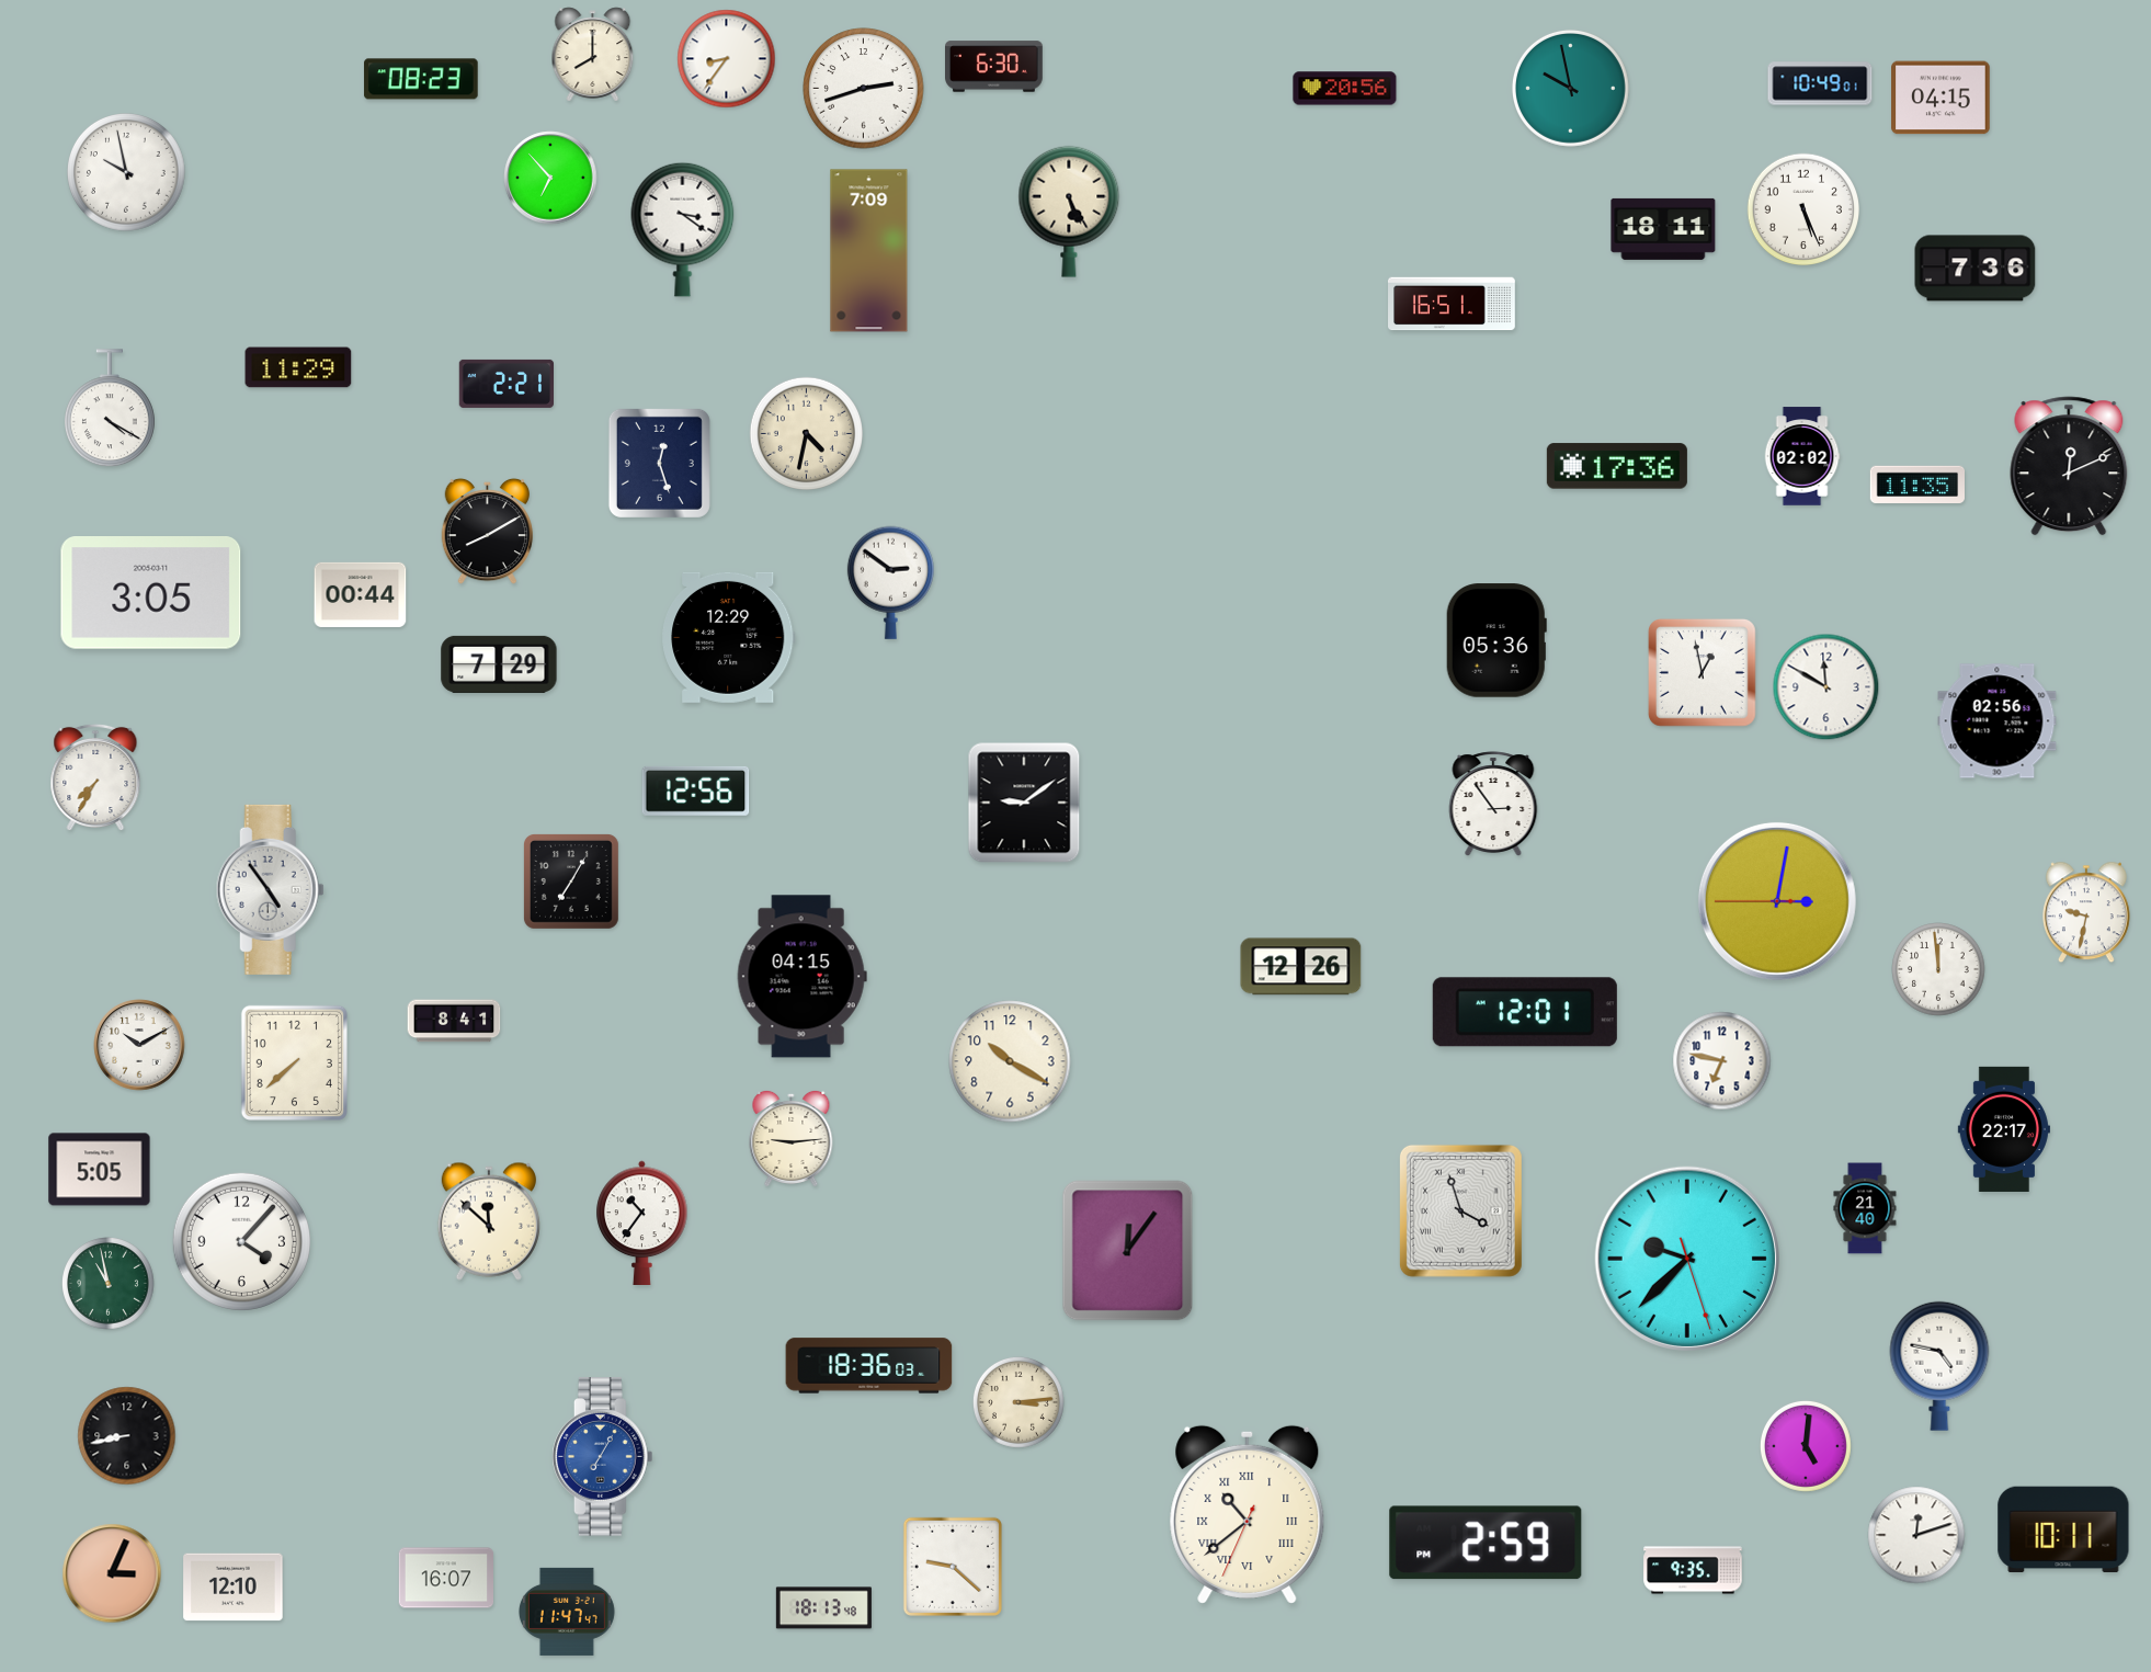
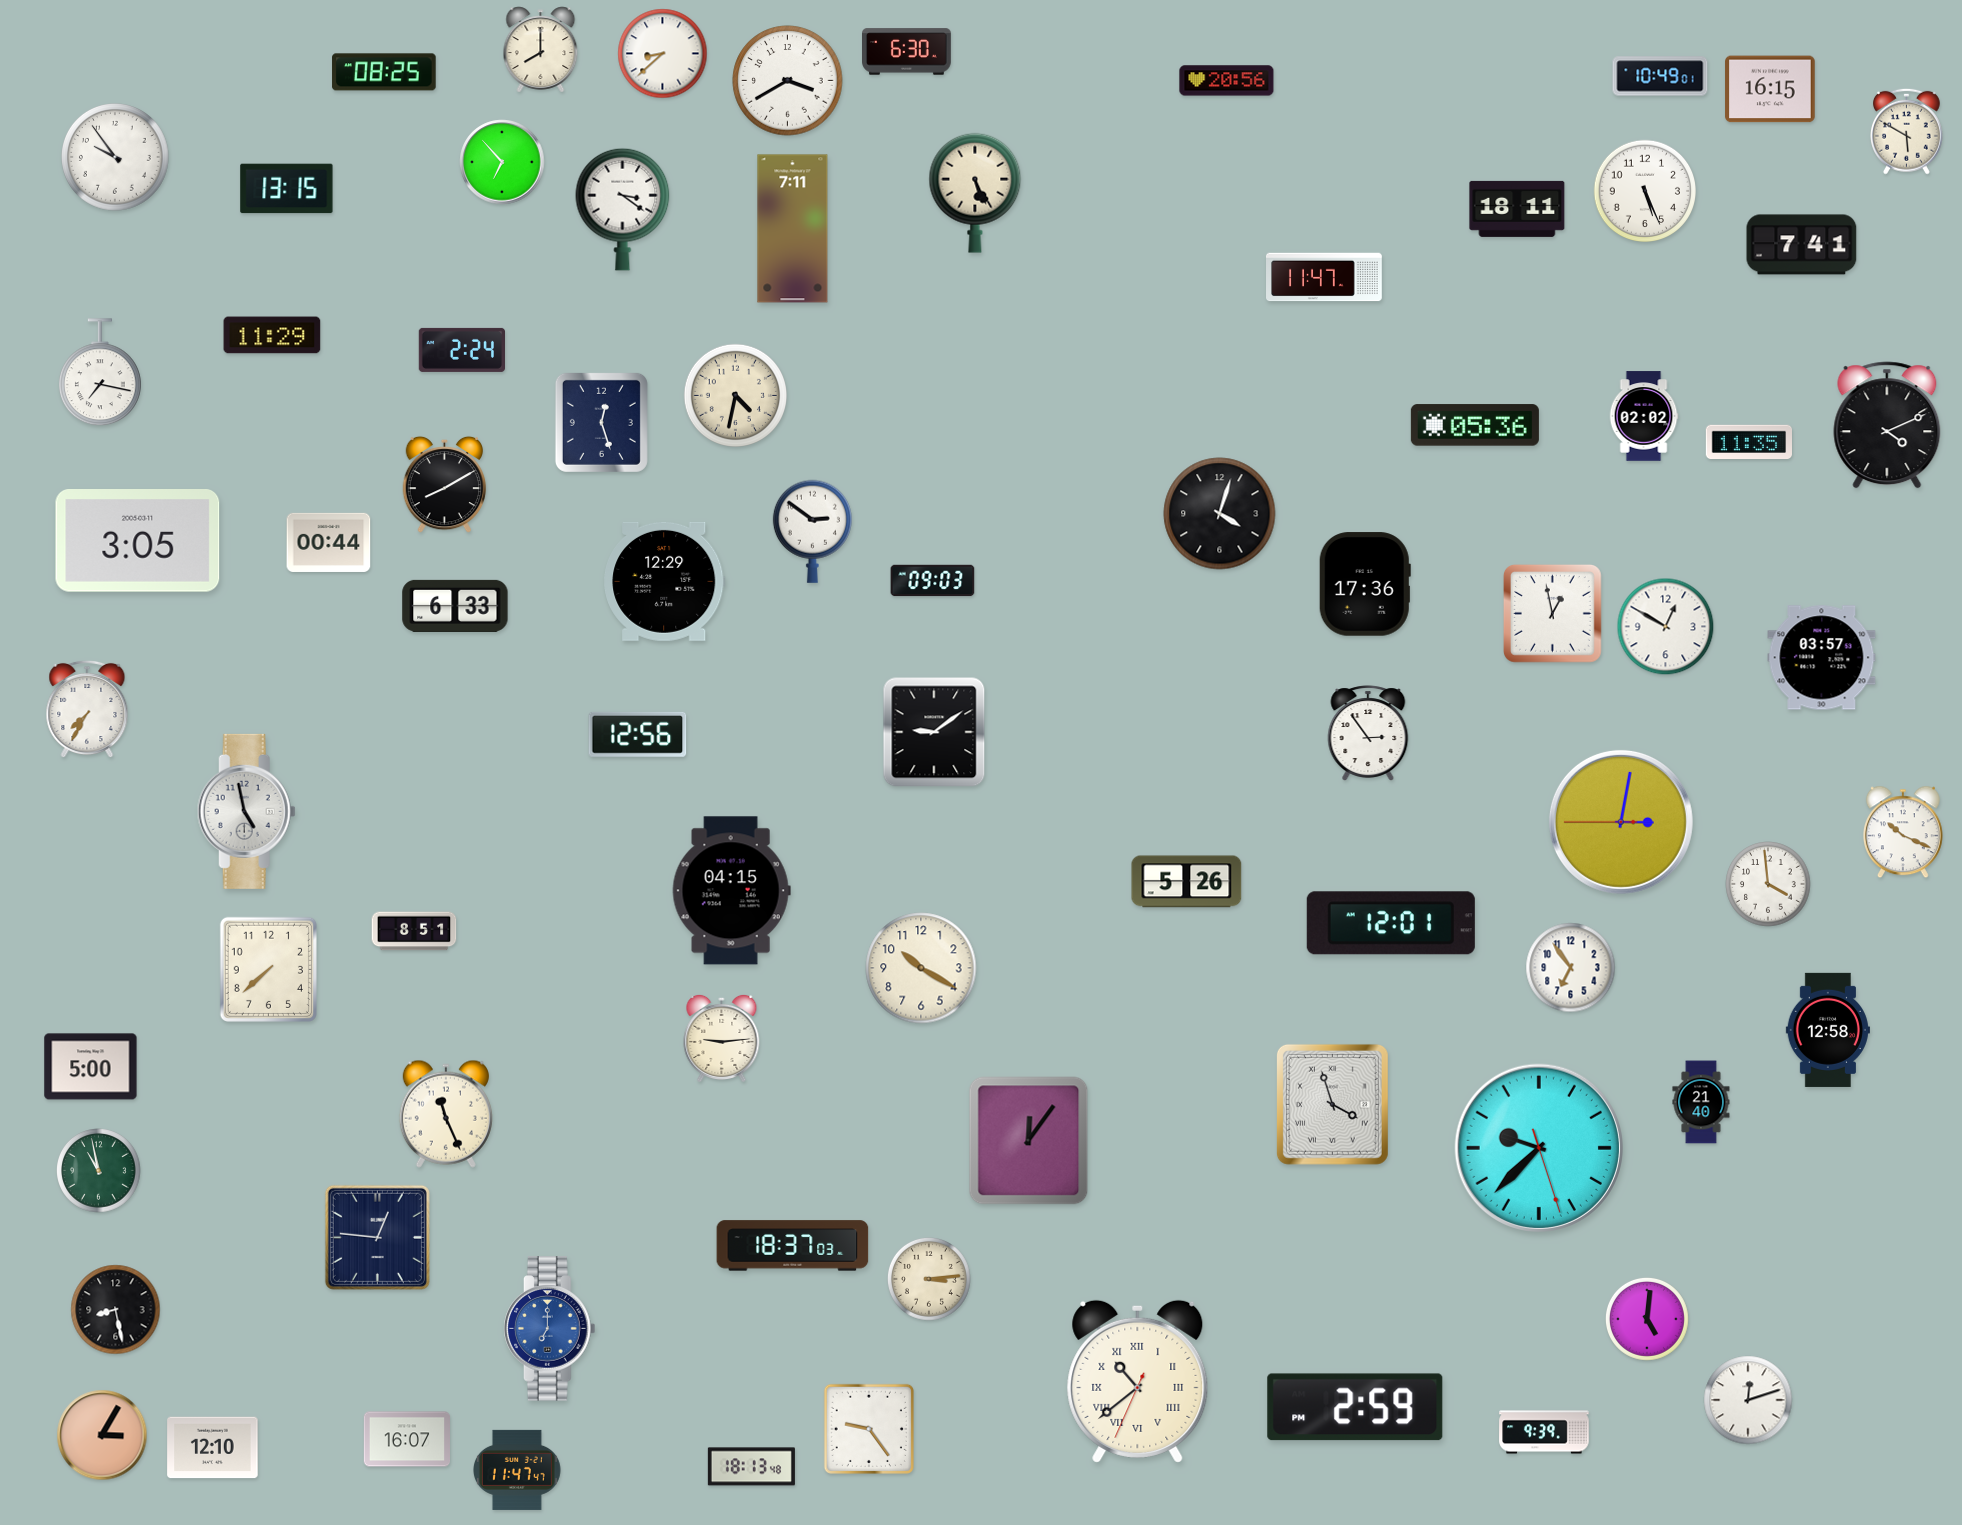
clock at (727, 59): 8:36 -> 8:38
clock at (994, 67) position: (994, 67) -> (907, 52)
clock at (421, 79): 08:23 -> 08:25
clock at (1570, 88): 9:58 -> none
clock at (864, 89): 2:42 -> 3:40
clock at (1941, 98): 04:15 -> 16:15
clock at (1907, 131): none -> 5:50
clock at (127, 173): 9:58 -> 9:54
clock at (287, 189): none -> 13:15
clock at (869, 251): 7:09 -> 7:11
clock at (1976, 269): 7:36 -> 7:41
clock at (1453, 304): 16:51 -> 11:47
clock at (505, 384): 2:21 -> 2:24
clock at (110, 409): 4:20 -> 7:17
clock at (1617, 466): 17:36 -> 05:36
clock at (2069, 466): 12:11 -> 4:11
clock at (1220, 514): none -> 4:03
clock at (933, 581): none -> 09:03
clock at (1496, 640): 05:36 -> 17:36
clock at (499, 664): 7:29 -> 6:33
clock at (1826, 687): 11:50 -> 12:50
clock at (1998, 721): 02:56 -> 03:57
clock at (696, 790) position: (696, 790) -> (638, 734)
clock at (1493, 804) position: (1493, 804) -> (1368, 733)
clock at (571, 882): 7:05 -> none
clock at (270, 889): 4:54 -> 4:58
clock at (2086, 912): 9:32 -> 10:19
clock at (1301, 967): 12:26 -> 5:26
clock at (1938, 969): 11:59 -> 3:59
clock at (454, 1021): 8:41 -> 8:51
clock at (139, 1045): 10:10 -> none
clock at (1722, 1061): 6:47 -> 6:54
clock at (2004, 1129): 22:17 -> 12:58
clock at (100, 1170): 5:05 -> 5:00
clock at (489, 1221): 11:52 -> 11:26
clock at (642, 1222): 10:36 -> none
clock at (241, 1241): 4:07 -> none
clock at (377, 1237): none -> 12:46
clock at (869, 1366): 18:36 -> 18:37
clock at (1939, 1366): 4:47 -> none
clock at (127, 1436): 8:43 -> 8:28
clock at (603, 1457): 7:05 -> 7:00
clock at (2063, 1529): 10:11 -> none
clock at (953, 1567): 9:22 -> 9:24
clock at (1693, 1570): 9:35 -> 9:39
clock at (112, 1573): 3:04 -> 3:05
